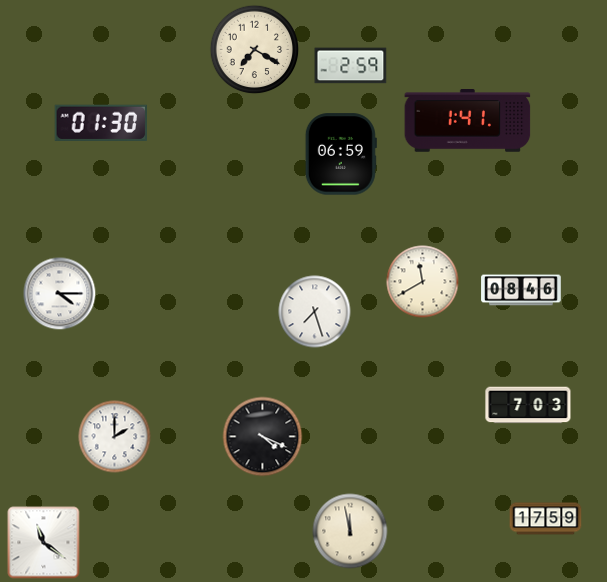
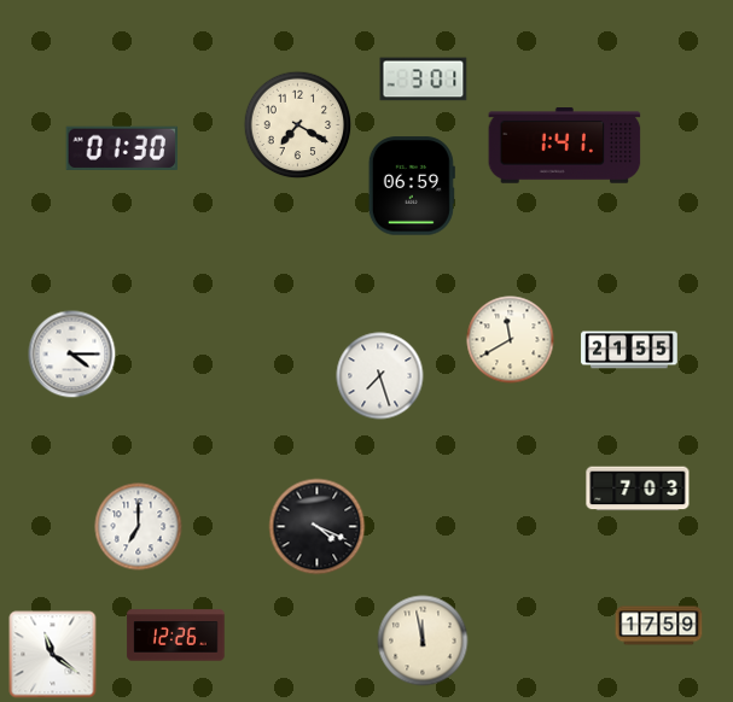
clock at (255, 50) position: (255, 50) -> (298, 125)
clock at (351, 66): 2:59 -> 3:01
clock at (521, 290): 08:46 -> 21:55
clock at (115, 437): 2:00 -> 7:00
clock at (176, 636): none -> 12:26
